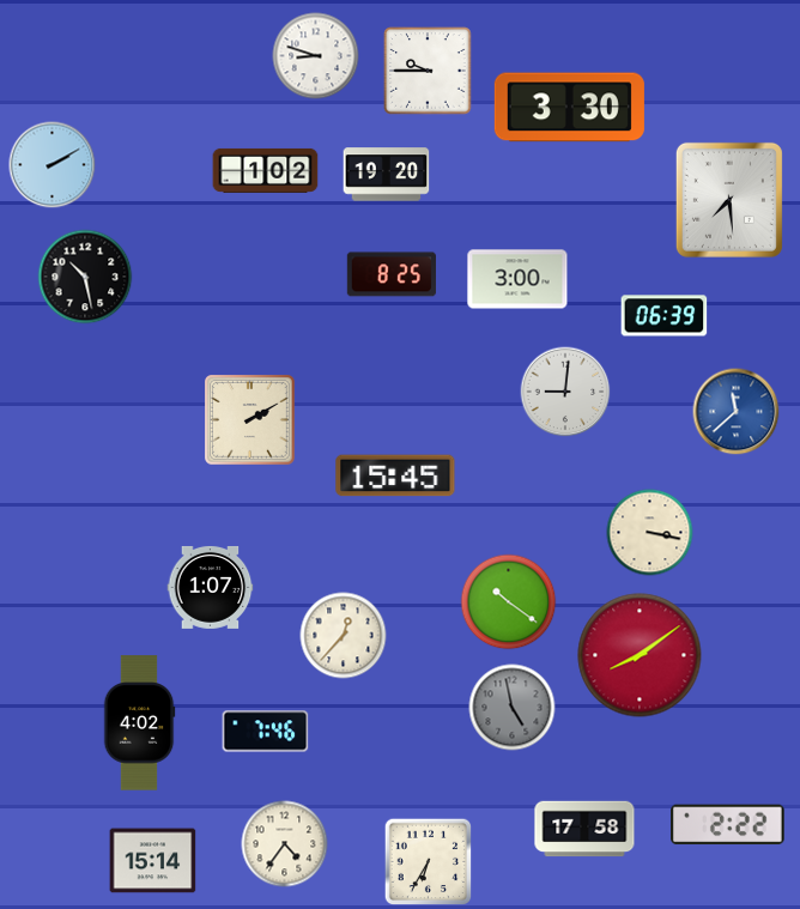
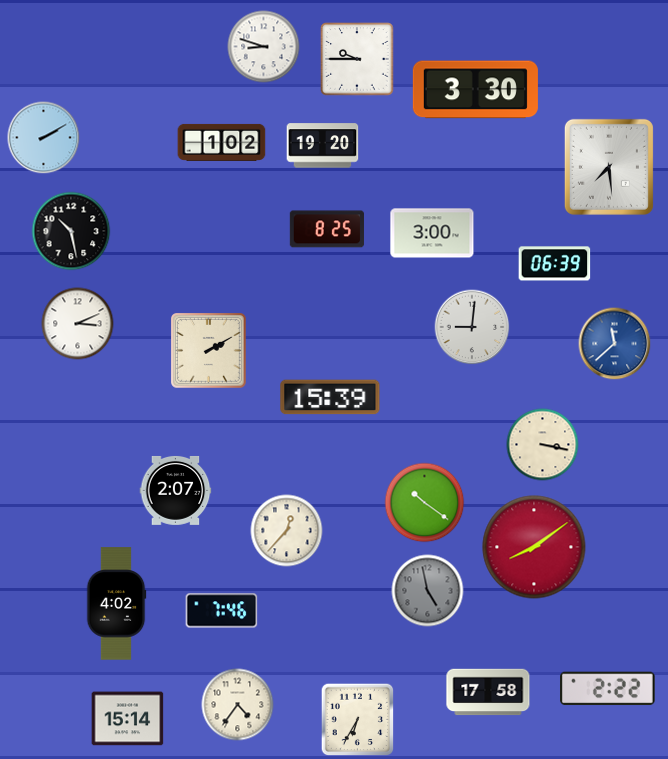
clock at (78, 324): none -> 3:11
clock at (395, 475): 15:45 -> 15:39
clock at (211, 587): 1:07 -> 2:07
